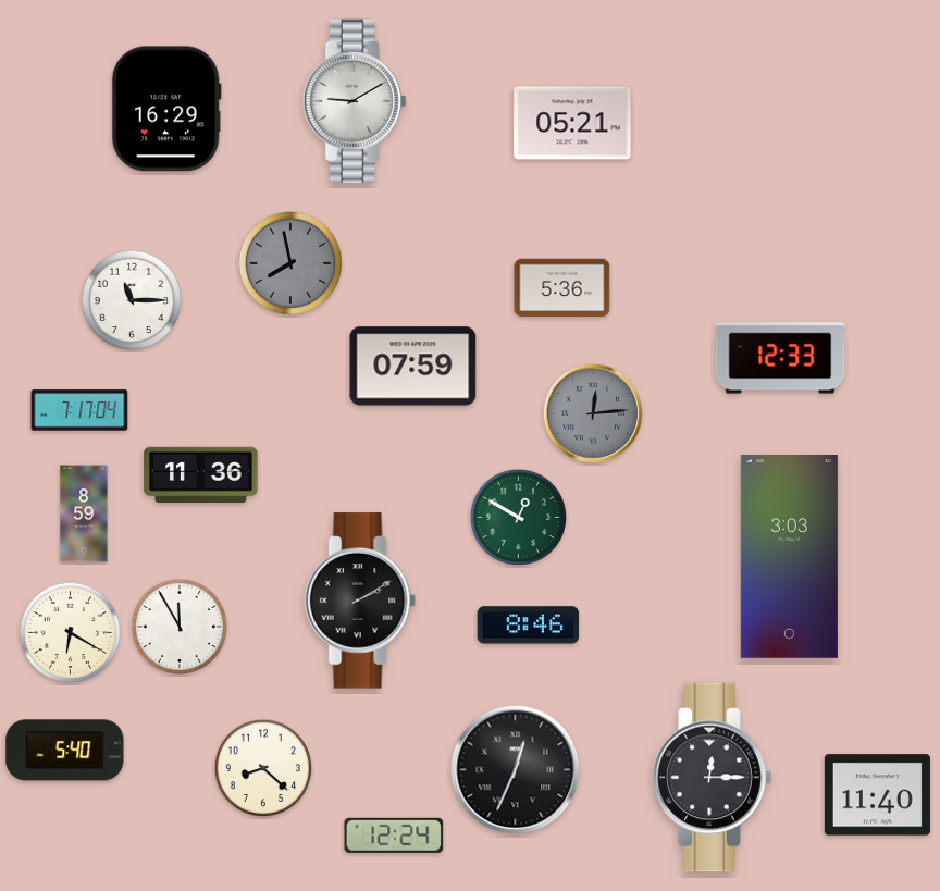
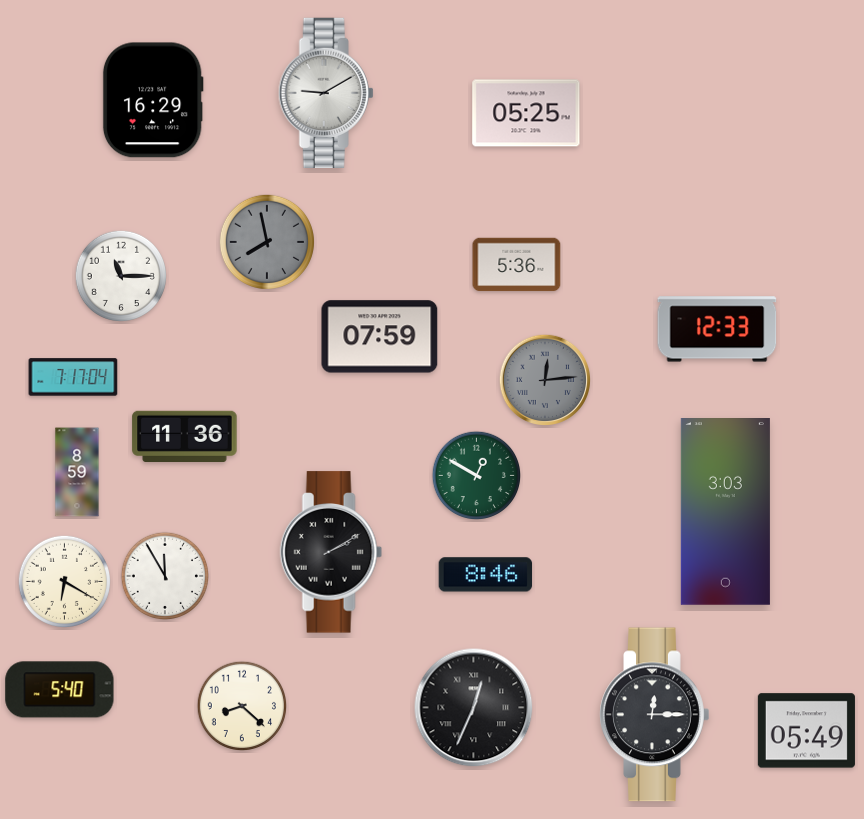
clock at (572, 123): 05:21 -> 05:25
clock at (877, 795): 11:40 -> 05:49
clock at (394, 836): 12:24 -> none
